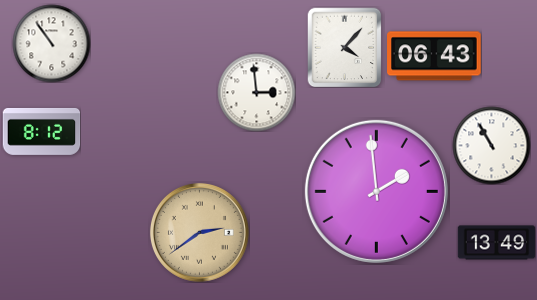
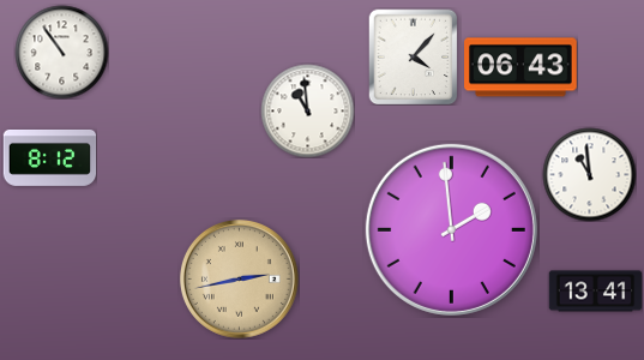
clock at (256, 92): 2:59 -> 10:59
clock at (491, 145): 10:55 -> 10:59
clock at (199, 232): 2:39 -> 2:43
clock at (496, 243): 13:49 -> 13:41
